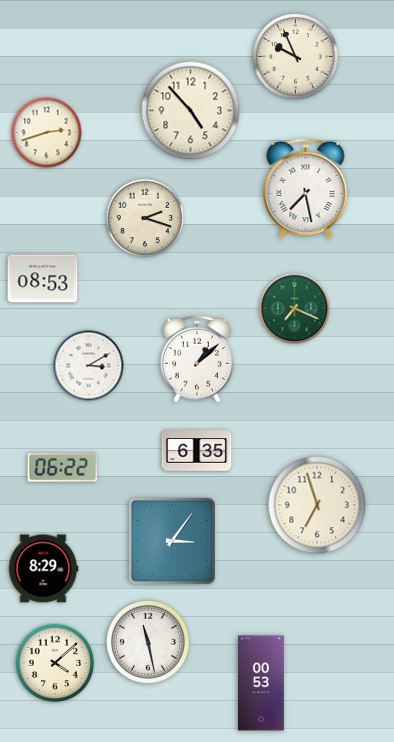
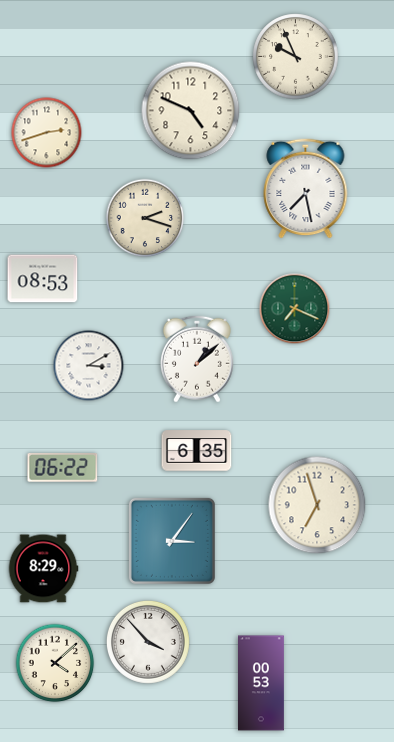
clock at (191, 111): 4:53 -> 4:49
clock at (148, 642): 11:28 -> 3:53
